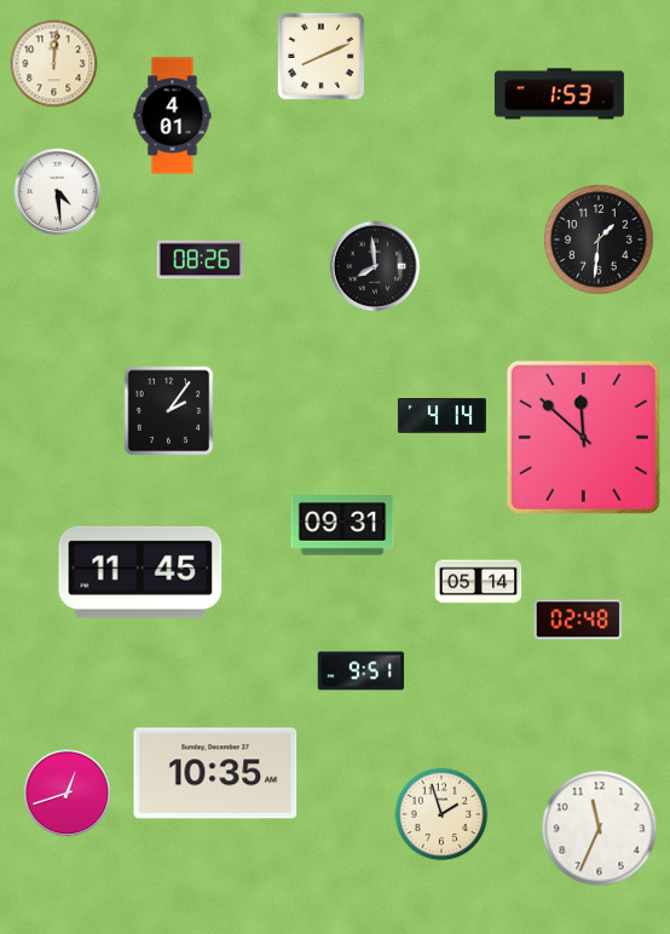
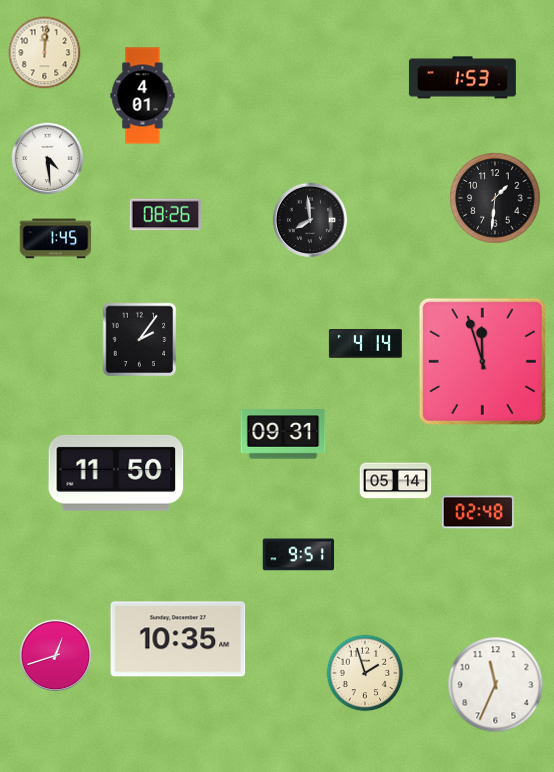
clock at (320, 56): 8:11 -> none
clock at (56, 239): none -> 1:45
clock at (583, 437): 11:52 -> 11:57
clock at (140, 572): 11:45 -> 11:50
